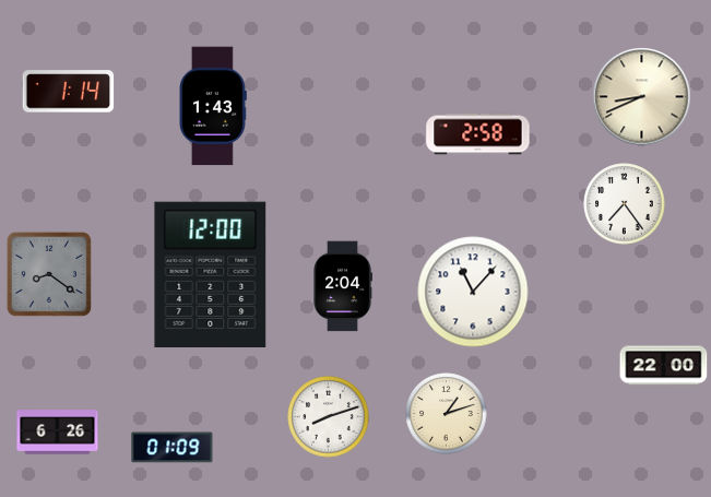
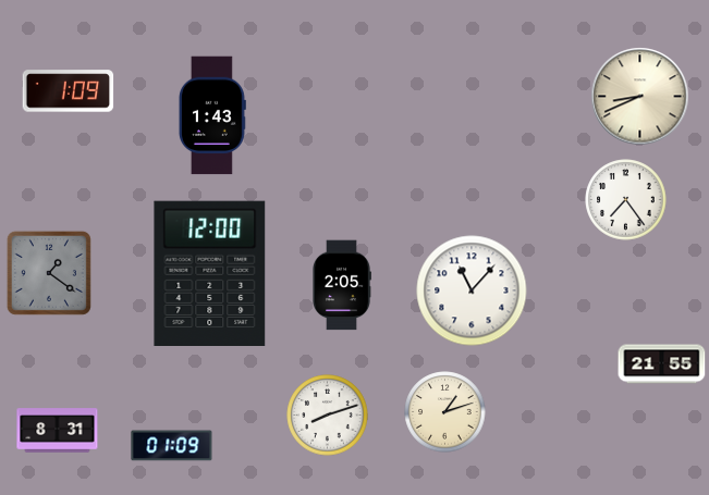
clock at (69, 92): 1:14 -> 1:09
clock at (213, 106) position: (213, 106) -> (212, 115)
clock at (478, 134): 2:58 -> none
clock at (625, 204) position: (625, 204) -> (626, 200)
clock at (49, 274): 8:21 -> 1:21
clock at (343, 286): 2:04 -> 2:05
clock at (664, 366): 22:00 -> 21:55
clock at (58, 433): 6:26 -> 8:31
